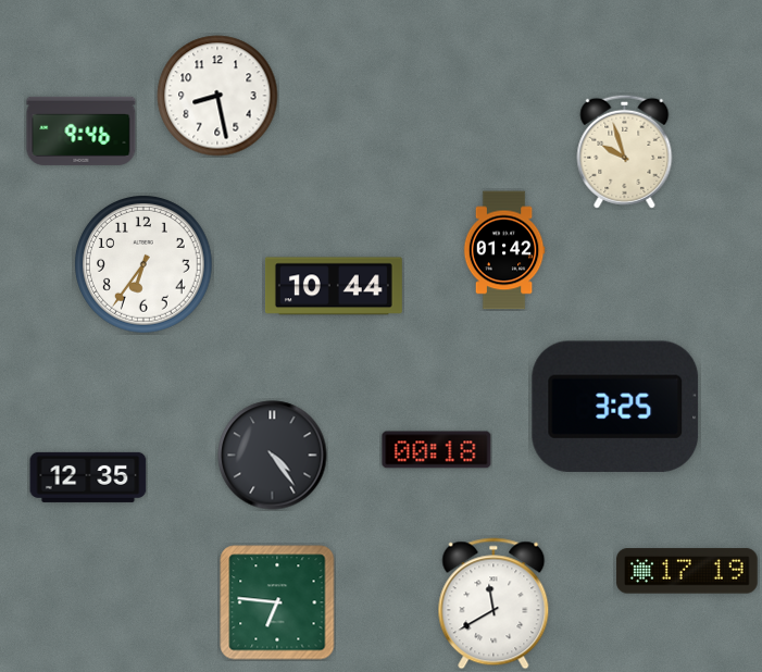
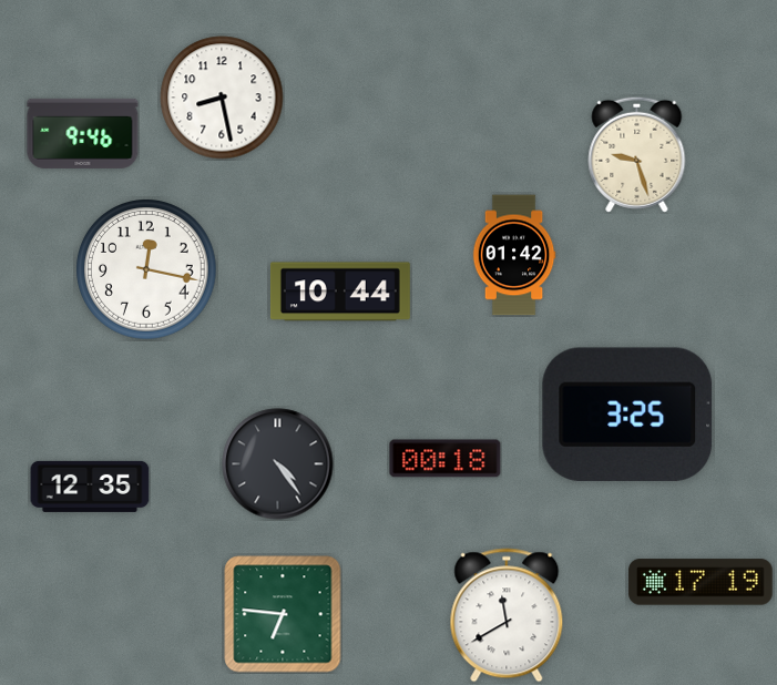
clock at (625, 151): 9:57 -> 9:27
clock at (143, 264): 6:36 -> 12:17
clock at (494, 603) position: (494, 603) -> (507, 615)
